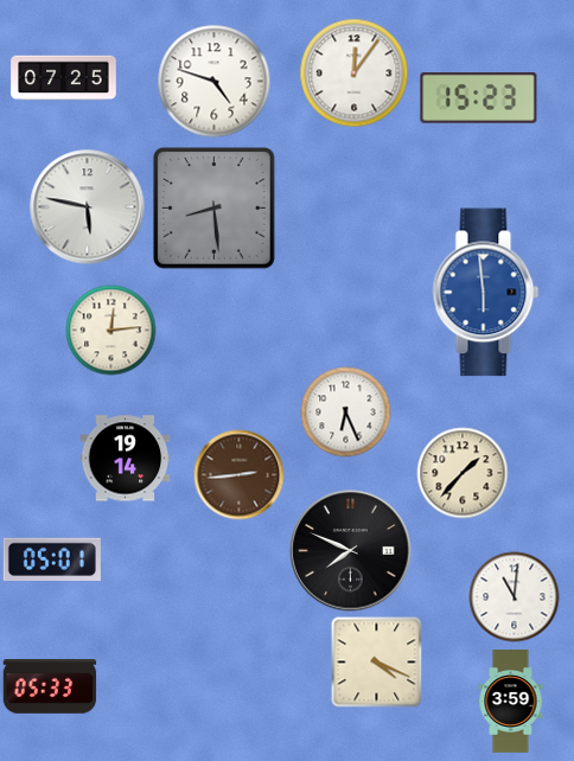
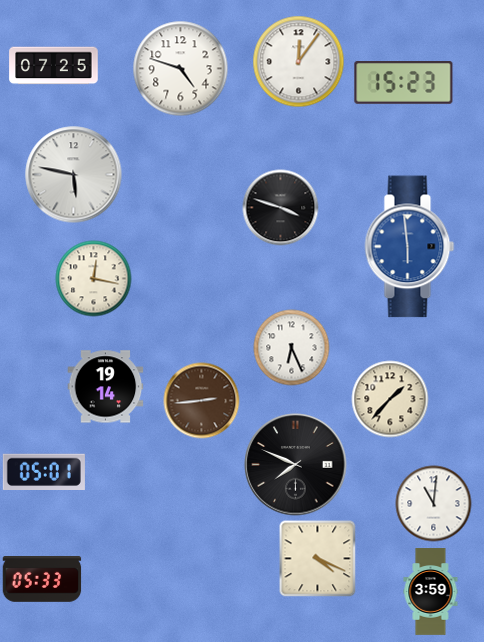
clock at (215, 209): 8:29 -> none
clock at (281, 208): none -> 3:48
clock at (111, 331): 12:14 -> 12:17
